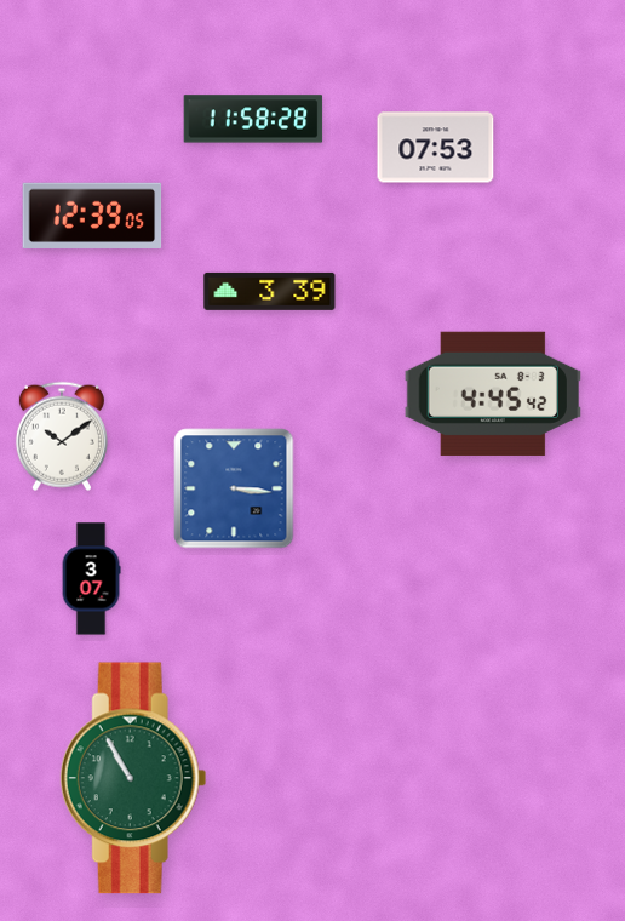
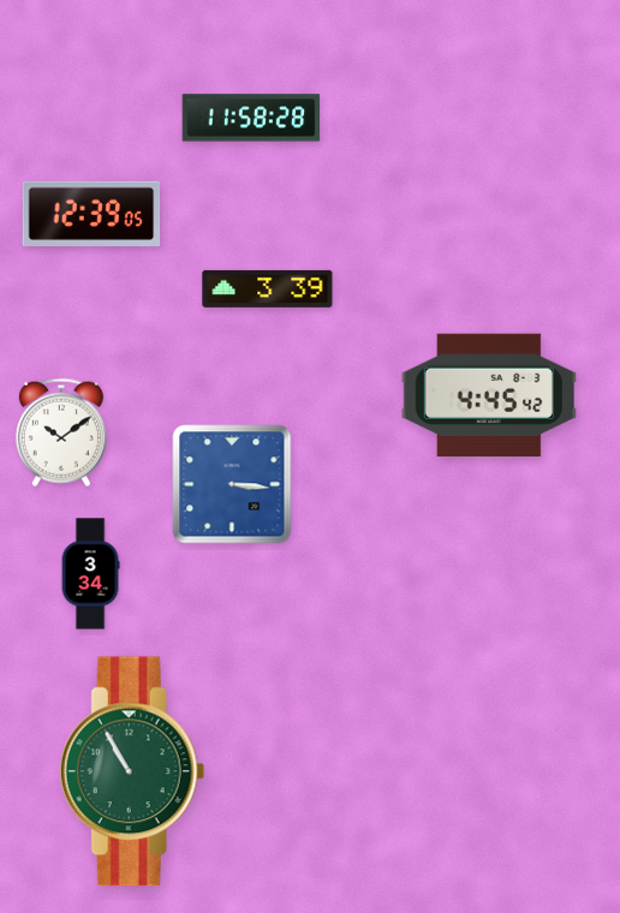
clock at (436, 148): 07:53 -> none
clock at (492, 394) position: (492, 394) -> (488, 395)
clock at (91, 579): 3:07 -> 3:34
